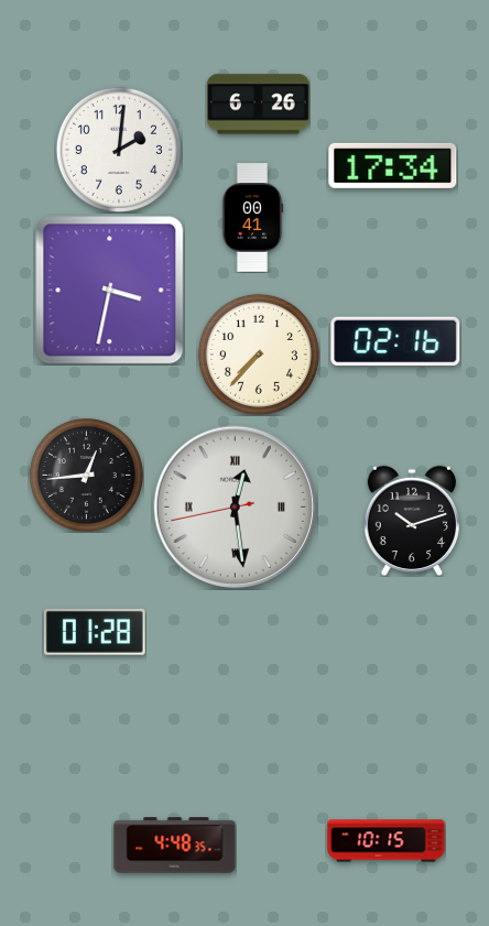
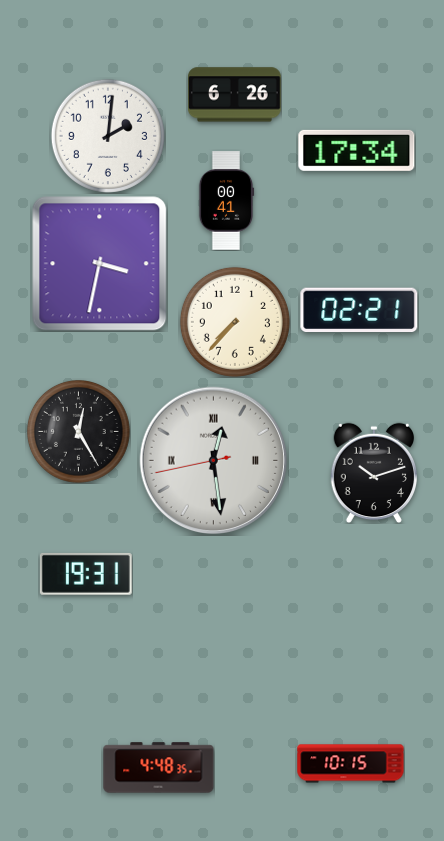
clock at (252, 218) position: (252, 218) -> (226, 201)
clock at (395, 341): 02:16 -> 02:21
clock at (86, 475): 12:44 -> 12:25
clock at (95, 632): 01:28 -> 19:31
